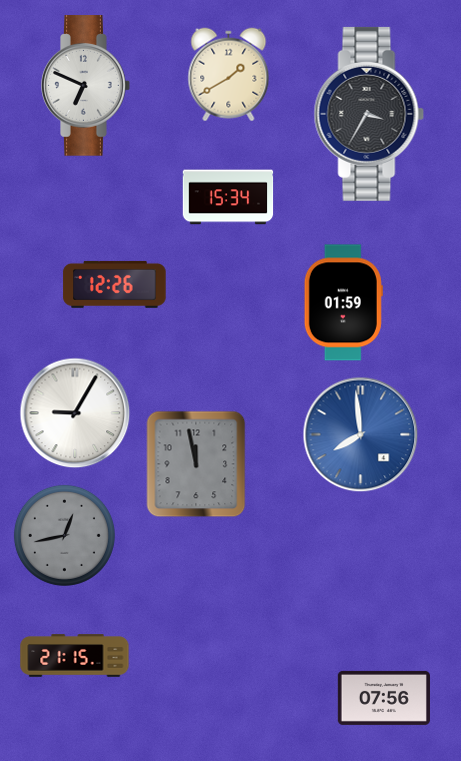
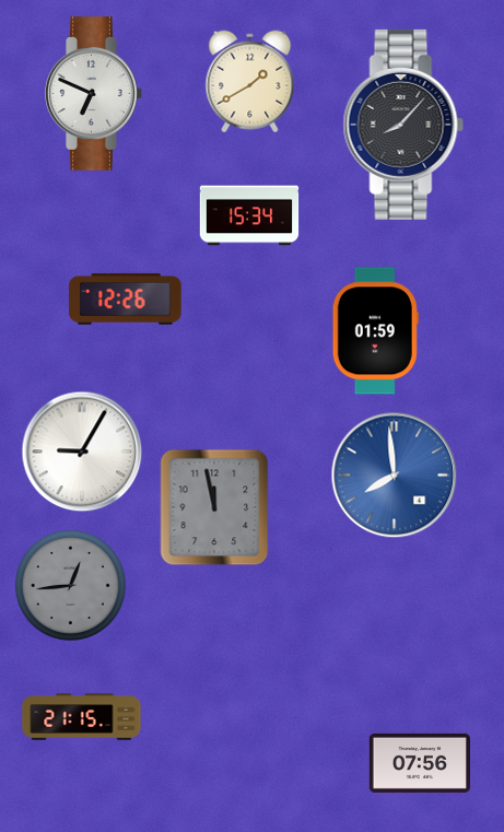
clock at (369, 114): 3:35 -> 8:07
clock at (115, 284) position: (115, 284) -> (126, 298)
clock at (64, 535): 12:43 -> 12:44
